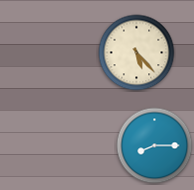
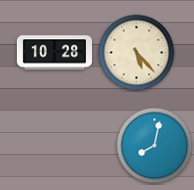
clock at (54, 53): none -> 10:28
clock at (155, 146): 8:15 -> 8:02
